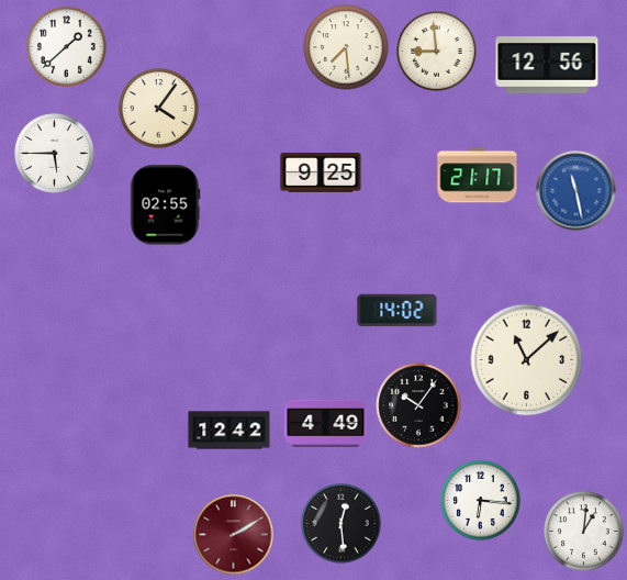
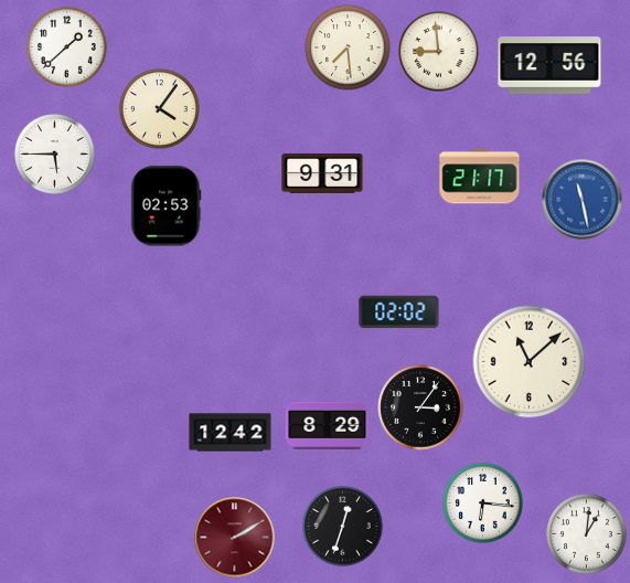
clock at (321, 172): 9:25 -> 9:31
clock at (576, 191) position: (576, 191) -> (583, 200)
clock at (166, 205): 02:55 -> 02:53
clock at (398, 311): 14:02 -> 02:02
clock at (418, 405): 10:06 -> 3:06
clock at (326, 423): 4:49 -> 8:29
clock at (342, 524): 12:29 -> 12:33
